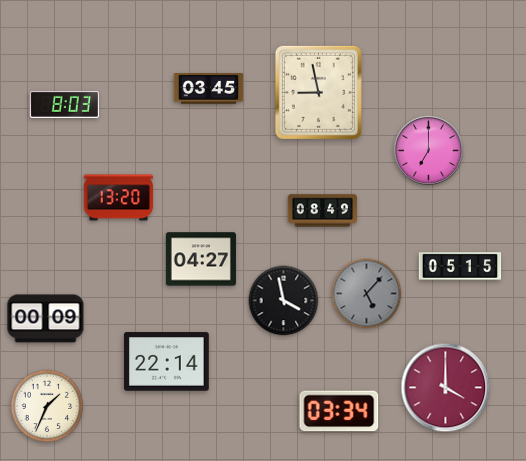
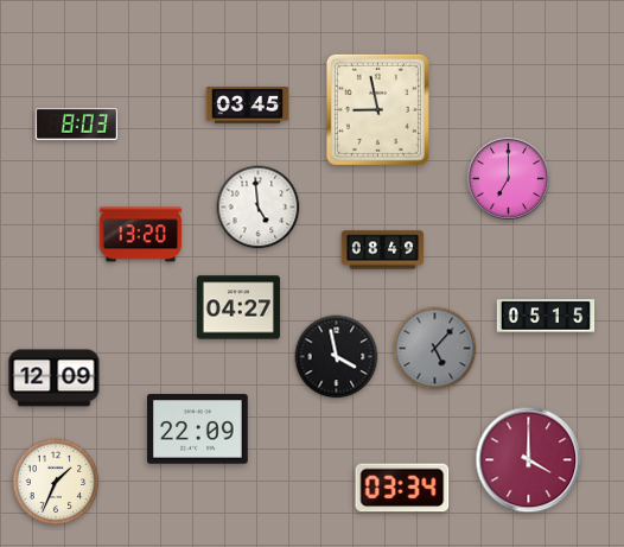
clock at (259, 208): none -> 4:59
clock at (46, 319): 00:09 -> 12:09
clock at (167, 362): 22:14 -> 22:09
